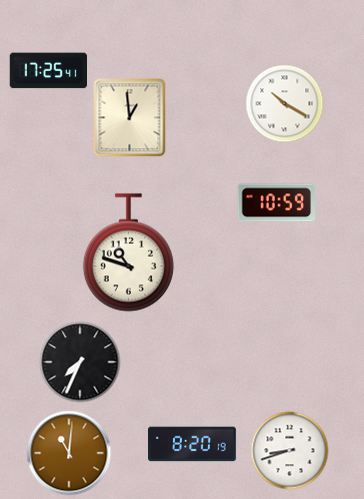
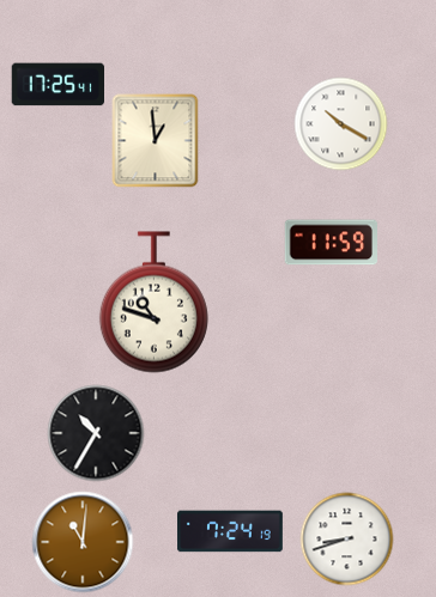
clock at (276, 203): 10:59 -> 11:59
clock at (80, 362): 7:34 -> 10:35
clock at (193, 444): 8:20 -> 7:24
